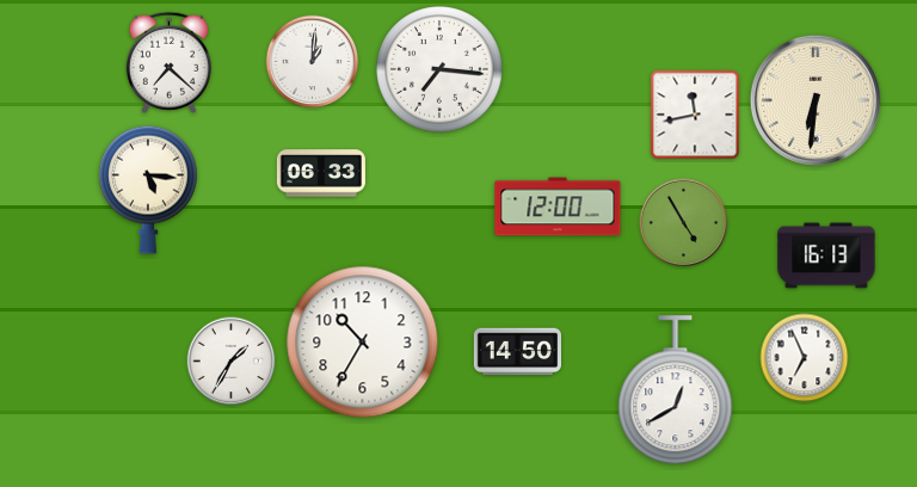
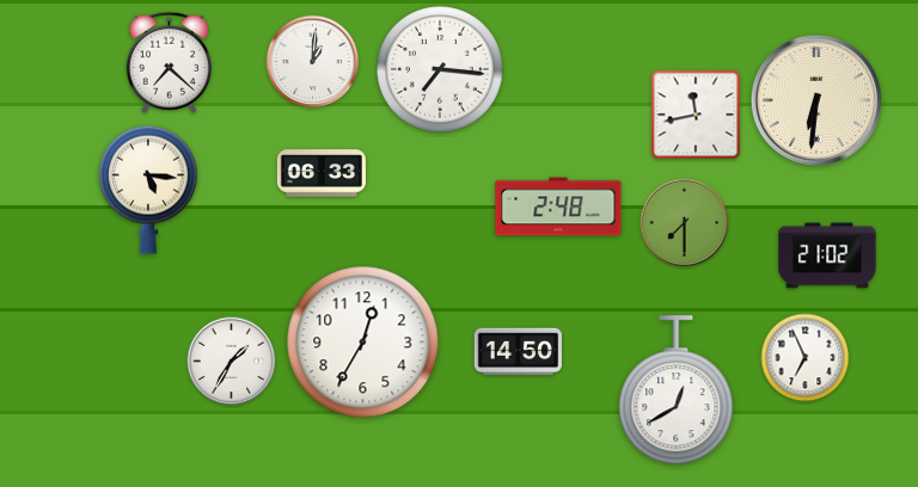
clock at (558, 206): 12:00 -> 2:48
clock at (684, 223): 4:55 -> 7:30
clock at (826, 255): 16:13 -> 21:02
clock at (363, 343): 10:35 -> 12:35
